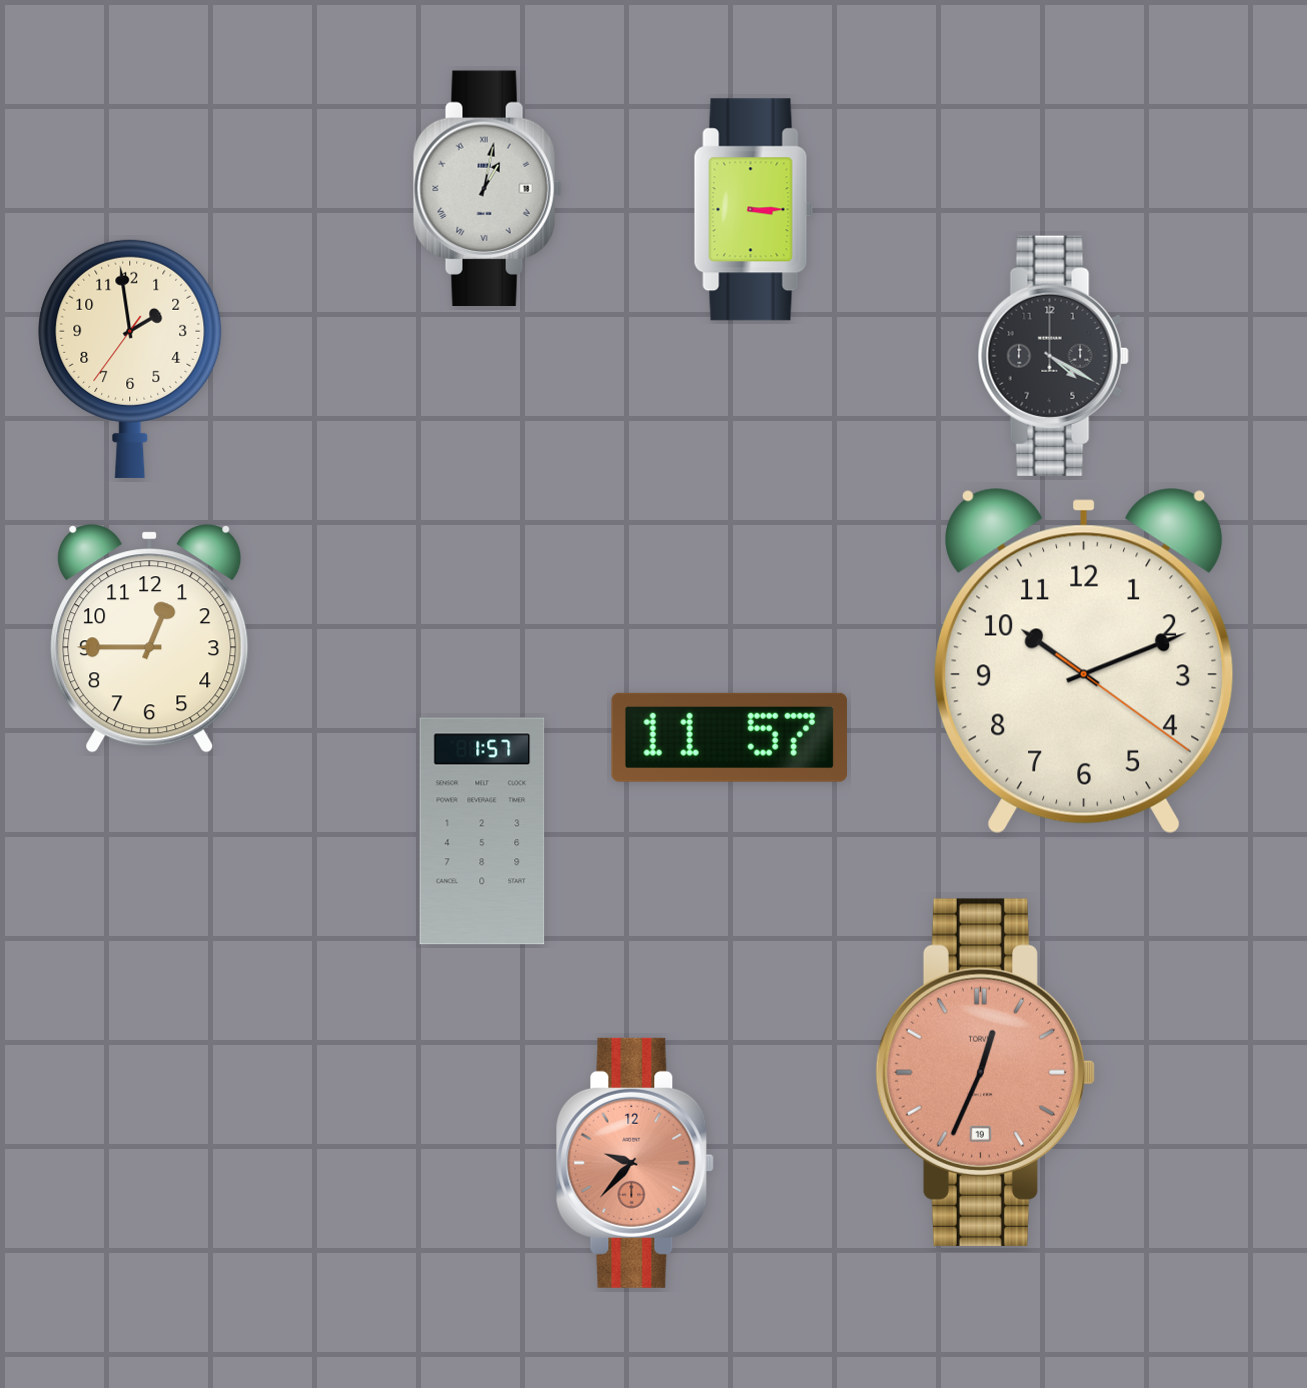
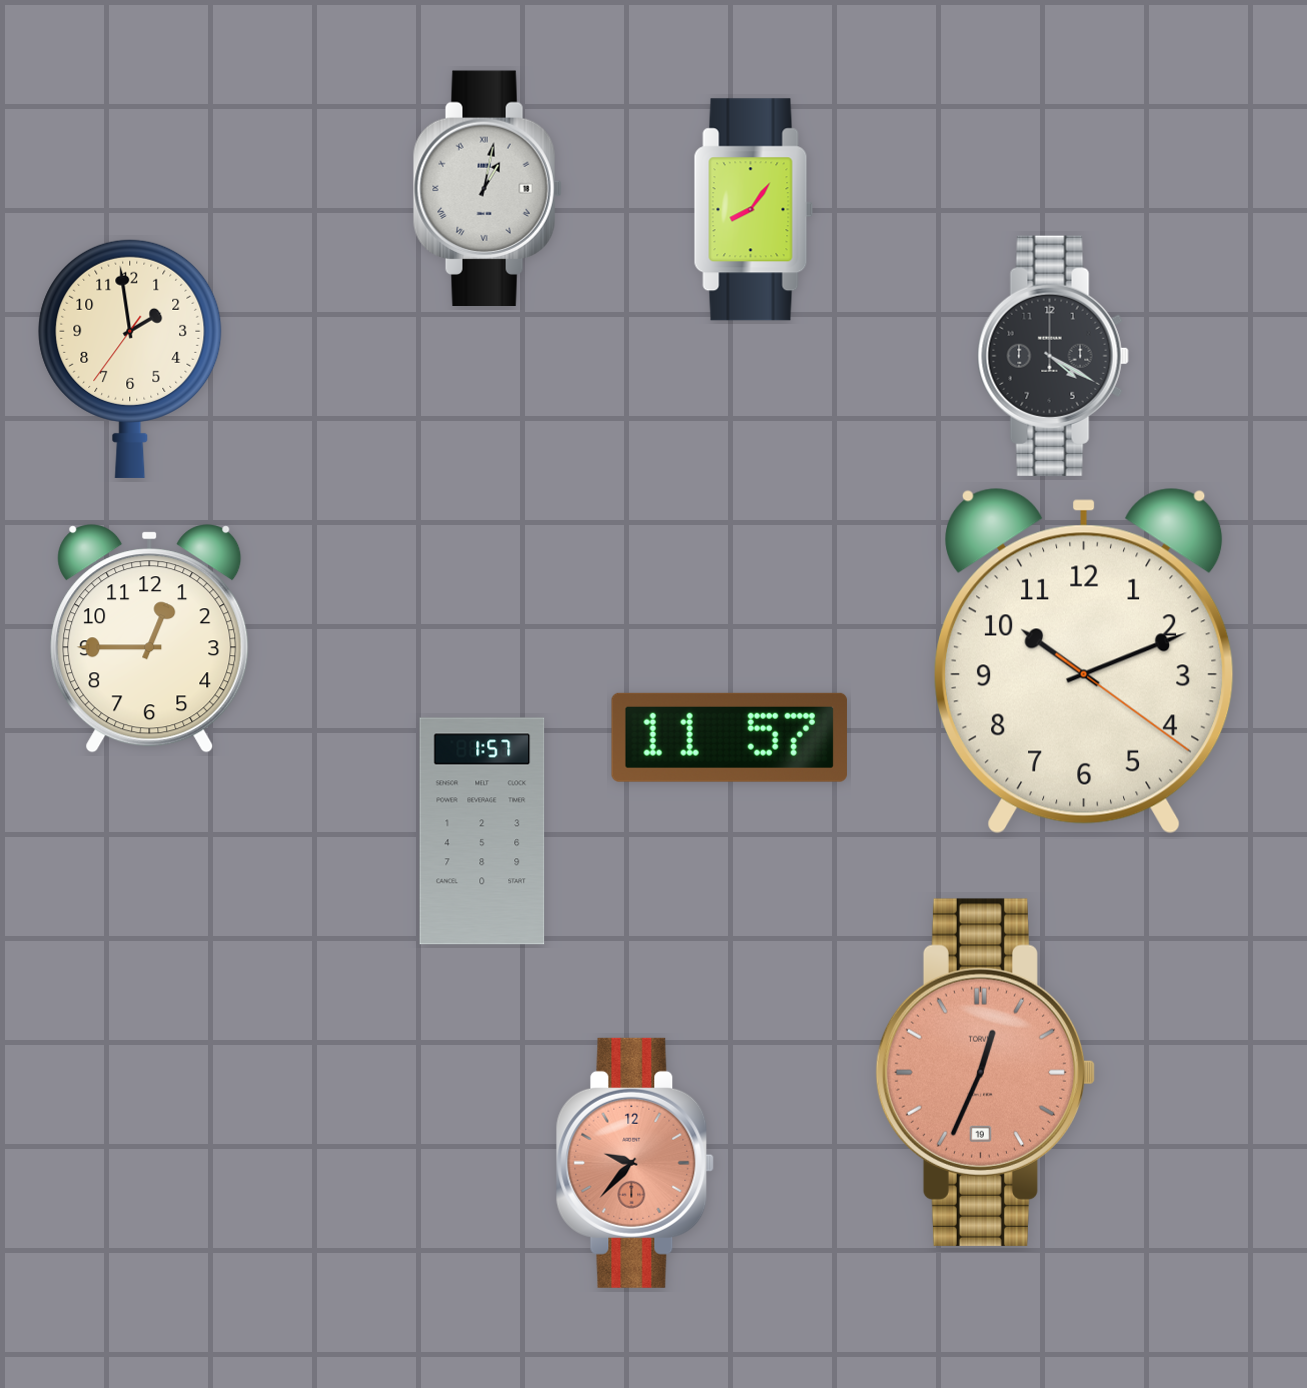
clock at (754, 210): 3:15 -> 8:06
